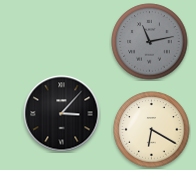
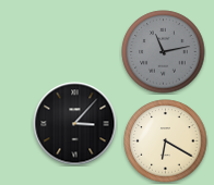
clock at (150, 42) position: (150, 42) -> (164, 52)
clock at (62, 114) position: (62, 114) -> (75, 124)
